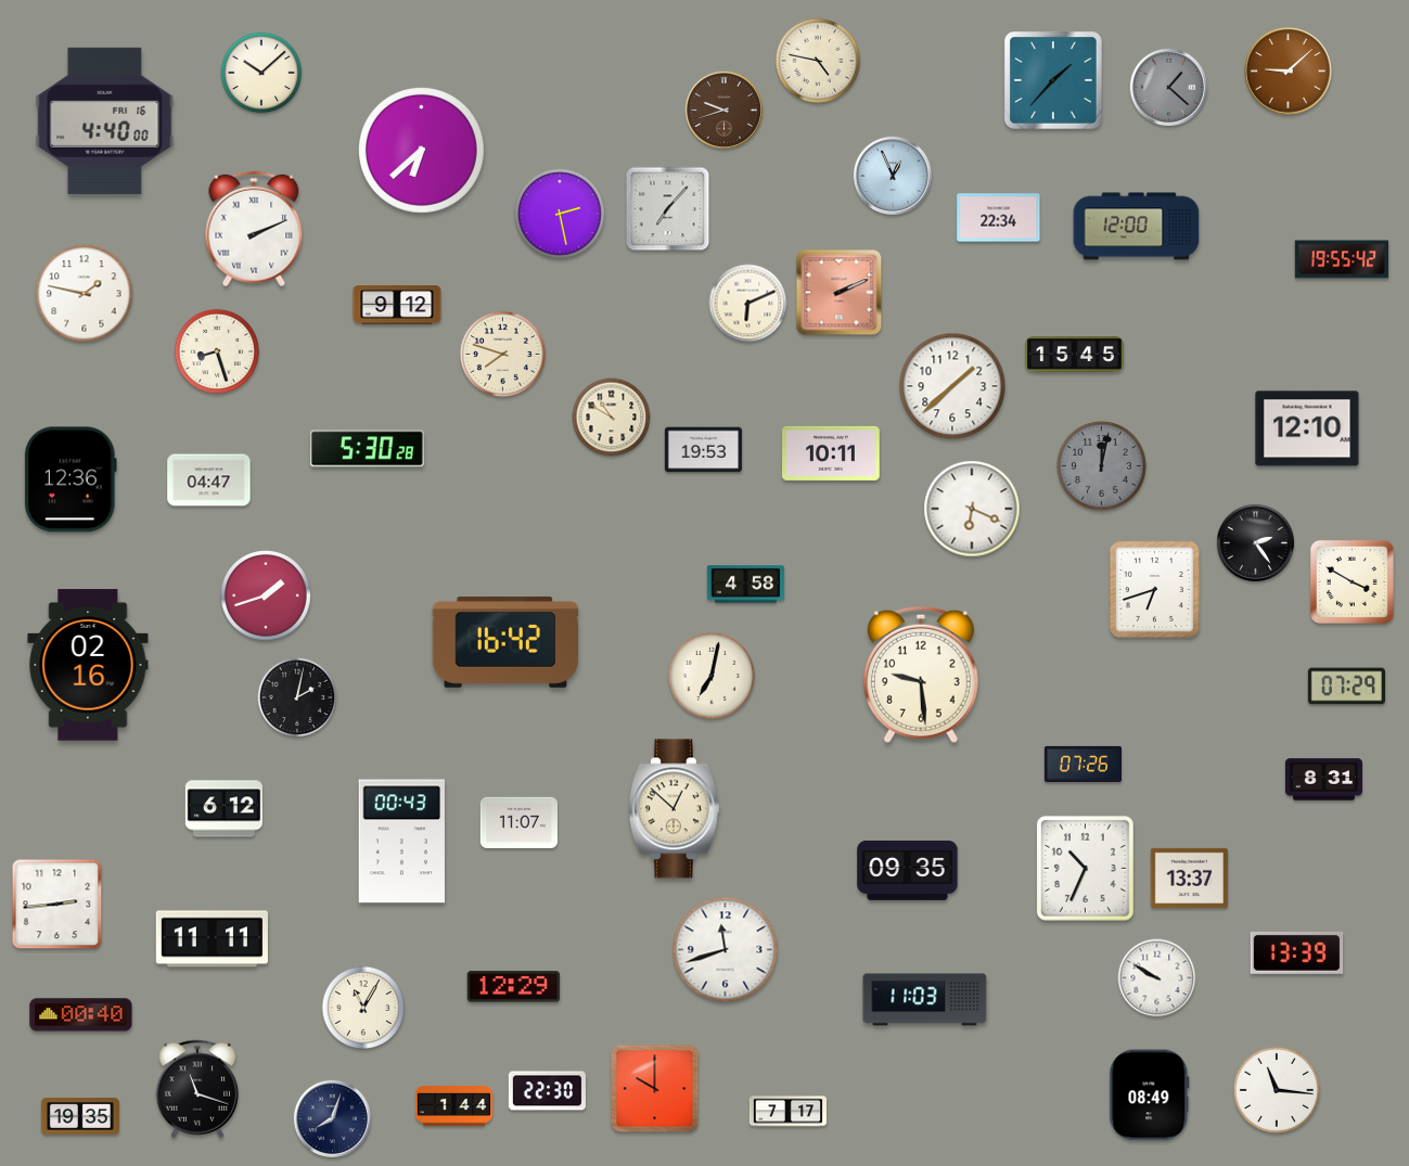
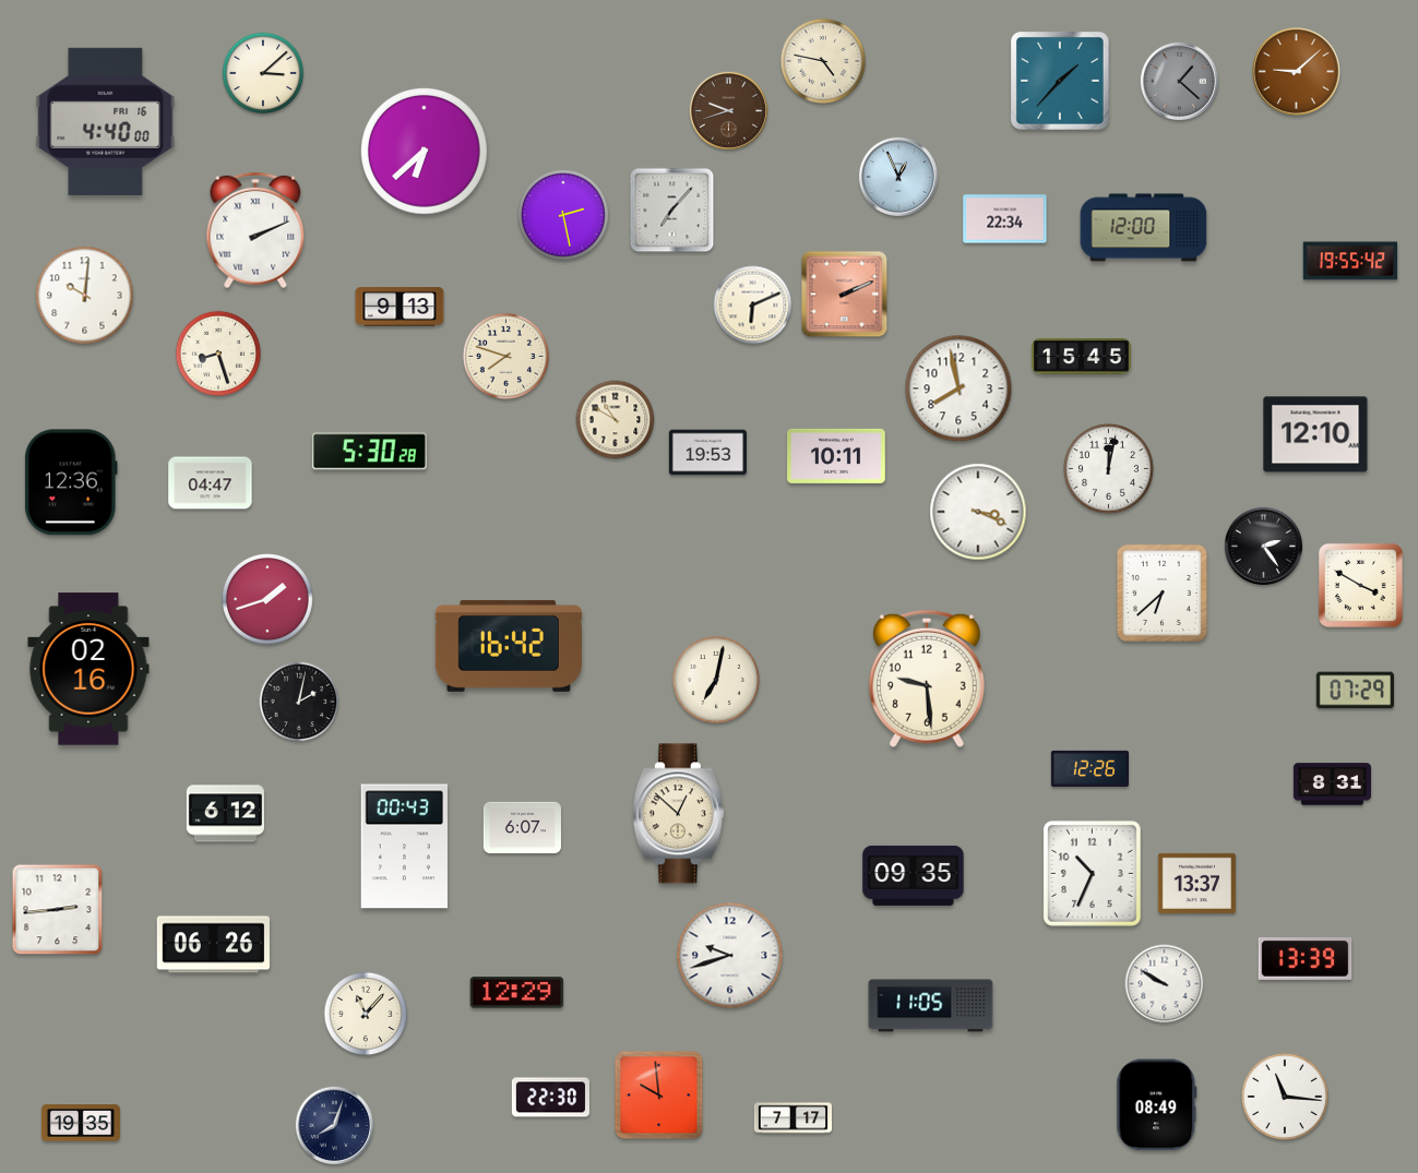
clock at (261, 73): 10:08 -> 3:08
clock at (1168, 87) position: (1168, 87) -> (1179, 81)
clock at (85, 294): 1:47 -> 10:01
clock at (397, 305): 9:12 -> 9:13
clock at (952, 386): 1:38 -> 7:58
clock at (1307, 428) position: (1307, 428) -> (1315, 434)
clock at (1101, 465) dial: grey -> white
clock at (972, 509): 6:19 -> 3:19
clock at (745, 585): 4:58 -> none
clock at (1154, 589): 6:42 -> 6:38
clock at (1083, 764): 07:26 -> 12:26
clock at (518, 823): 11:07 -> 6:07
clock at (212, 939): 11:11 -> 06:26
clock at (726, 950): 11:42 -> 9:42
clock at (925, 1000): 11:03 -> 11:05
clock at (363, 1008): 11:05 -> 11:07
clock at (81, 1015): 00:40 -> none
clock at (196, 1089): 11:18 -> none
clock at (655, 1089): 10:00 -> 9:59
clock at (1150, 1095) position: (1150, 1095) -> (1157, 1105)
clock at (453, 1106): 1:44 -> none
